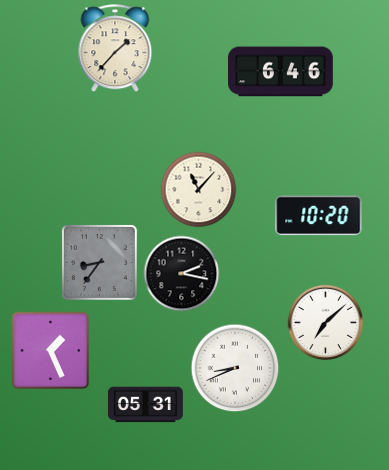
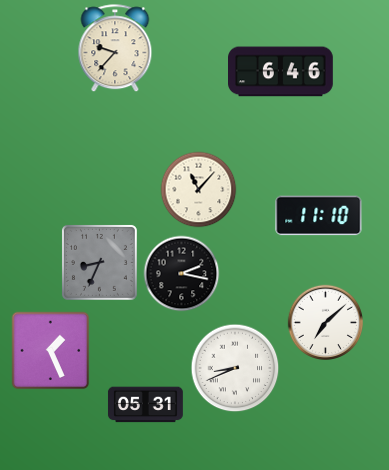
clock at (115, 49): 1:37 -> 9:37
clock at (319, 216): 10:20 -> 11:10
clock at (99, 262): 8:36 -> 8:34
